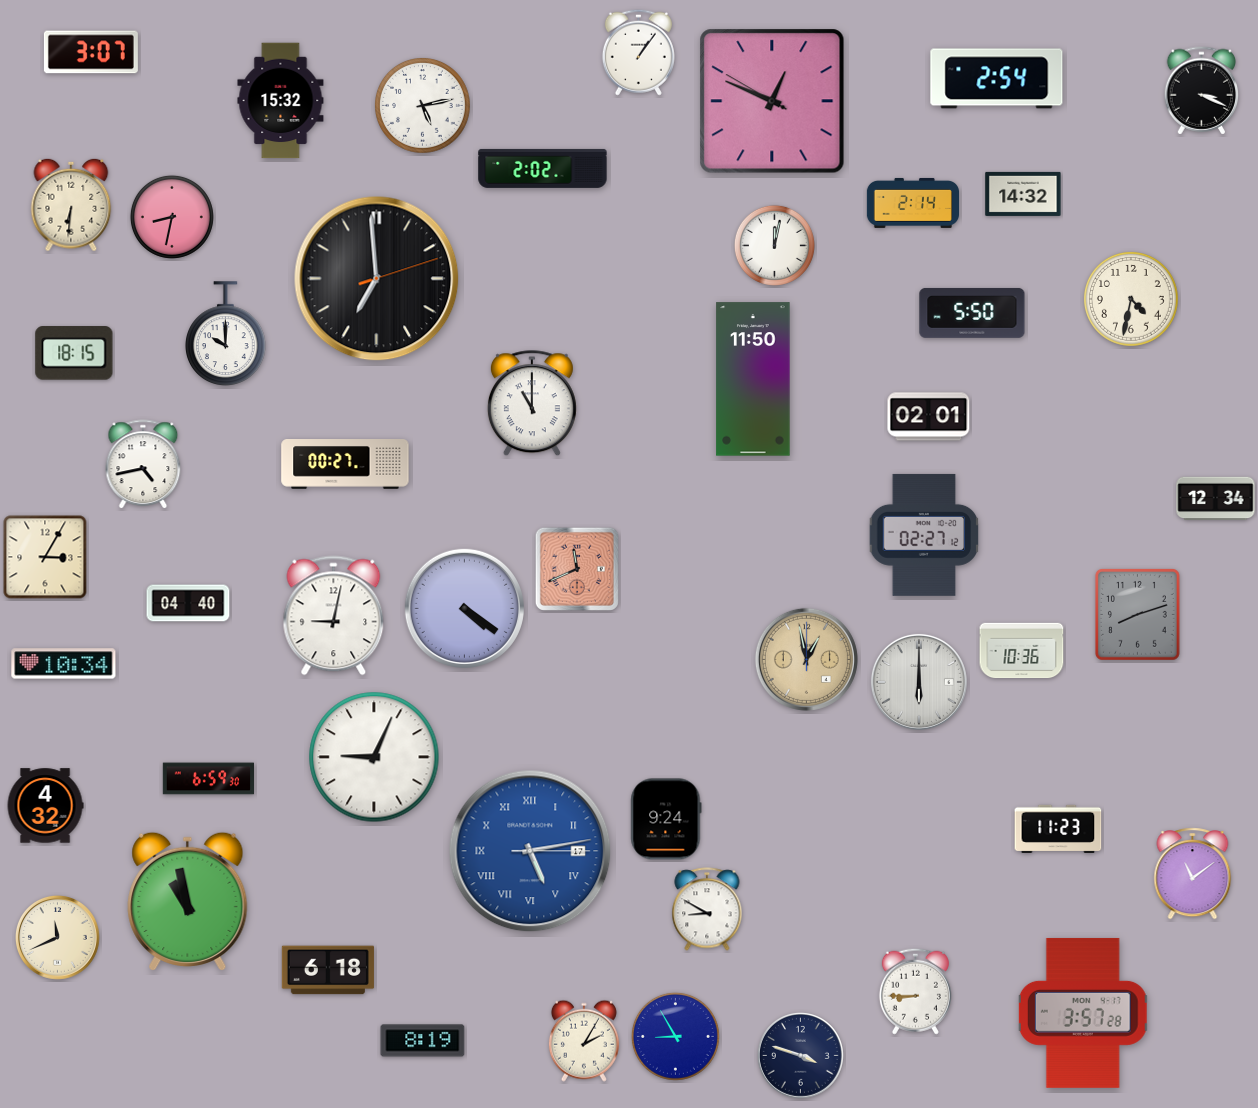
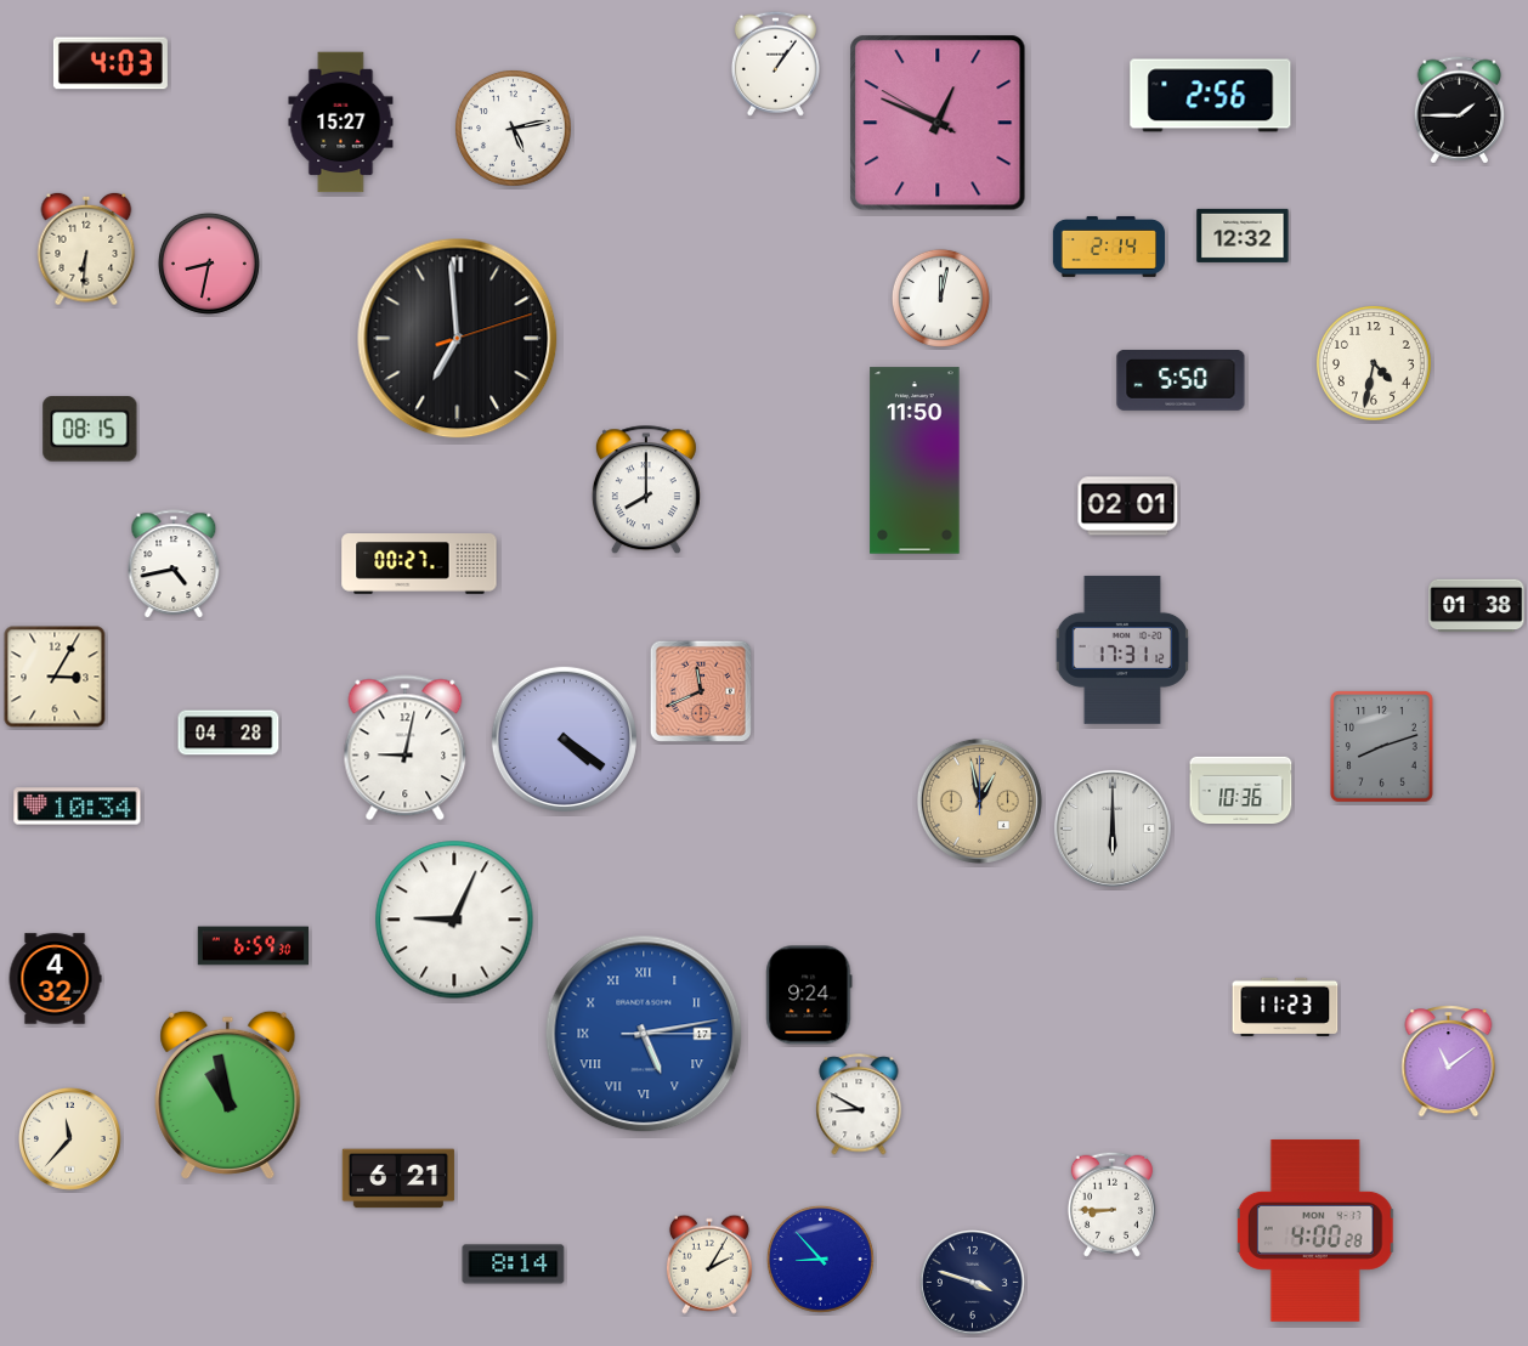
clock at (91, 52): 3:07 -> 4:03
clock at (997, 79): 2:54 -> 2:56
clock at (1202, 91): 3:19 -> 1:45
clock at (281, 101): 15:32 -> 15:27
clock at (543, 168): 2:02 -> none
clock at (1023, 194): 14:32 -> 12:32
clock at (226, 333): 10:00 -> none
clock at (74, 353): 18:15 -> 08:15
clock at (532, 404): 11:00 -> 8:00
clock at (1216, 499): 12:34 -> 01:38
clock at (924, 535): 02:27 -> 17:31
clock at (188, 603): 04:40 -> 04:28
clock at (919, 682) position: (919, 682) -> (1113, 828)
clock at (58, 938): 11:41 -> 11:37
clock at (328, 970): 6:18 -> 6:21
clock at (1083, 1013): 3:57 -> 4:00
clock at (675, 1036): 8:55 -> 8:53
clock at (423, 1041): 8:19 -> 8:14
